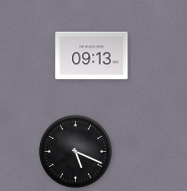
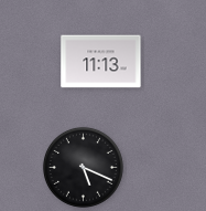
clock at (92, 56): 09:13 -> 11:13
